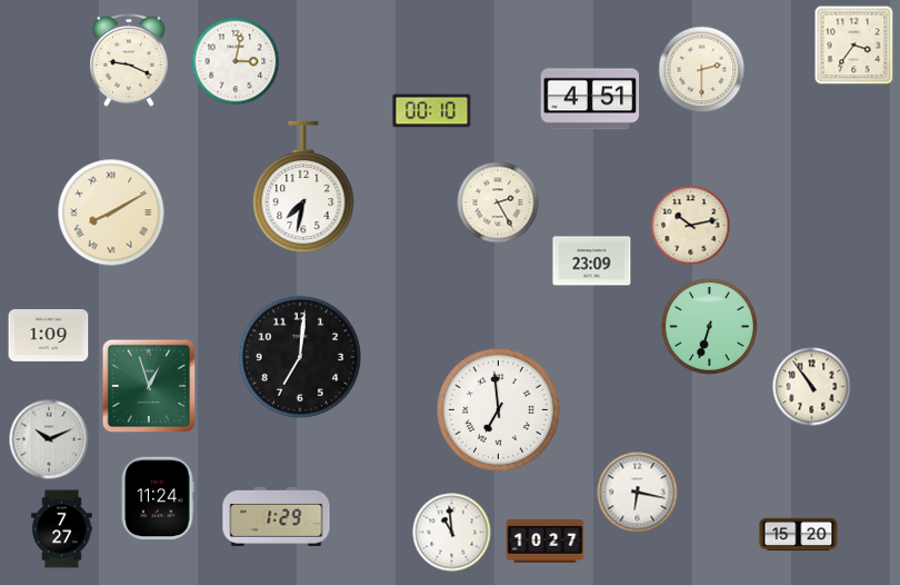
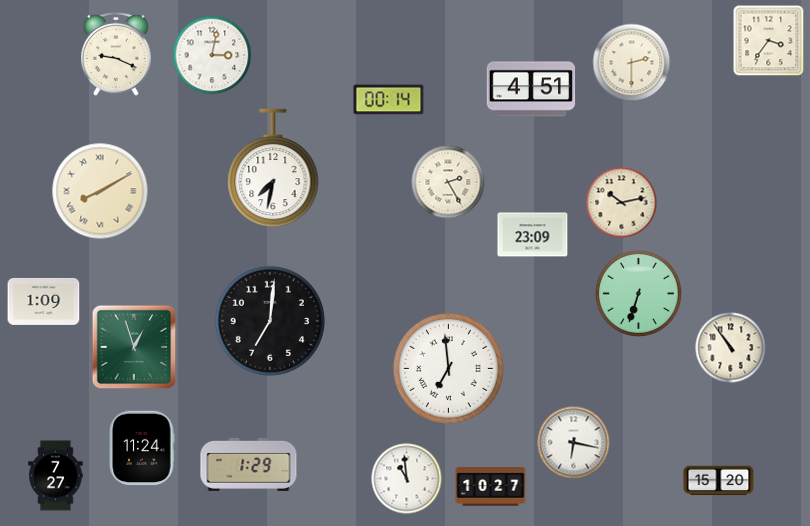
clock at (432, 111): 00:10 -> 00:14
clock at (49, 439): 10:11 -> none
